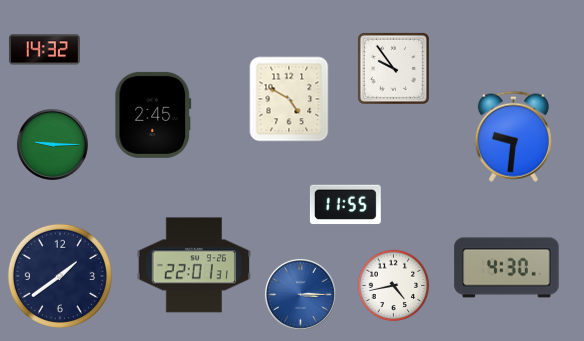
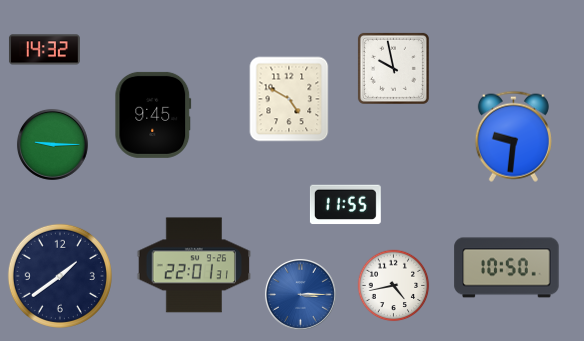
clock at (393, 68): 9:54 -> 9:58
clock at (153, 115): 2:45 -> 9:45
clock at (507, 268): 4:30 -> 10:50
